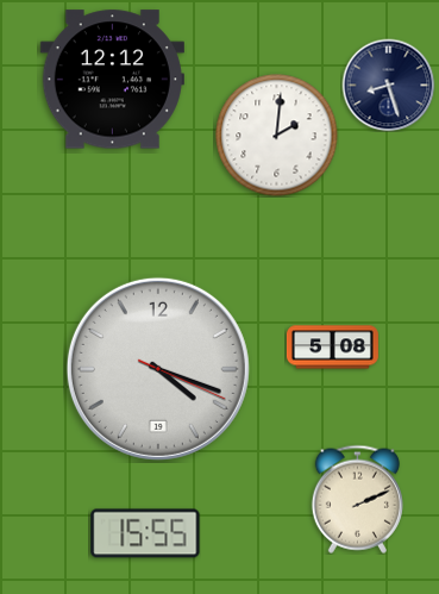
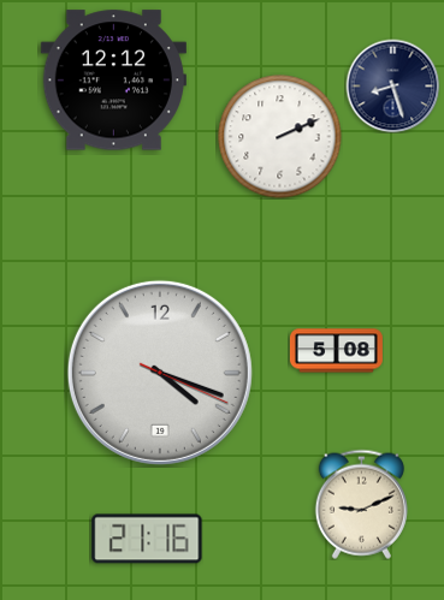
clock at (277, 136): 2:01 -> 2:11
clock at (357, 499): 2:11 -> 9:11
clock at (145, 533): 15:55 -> 21:16
